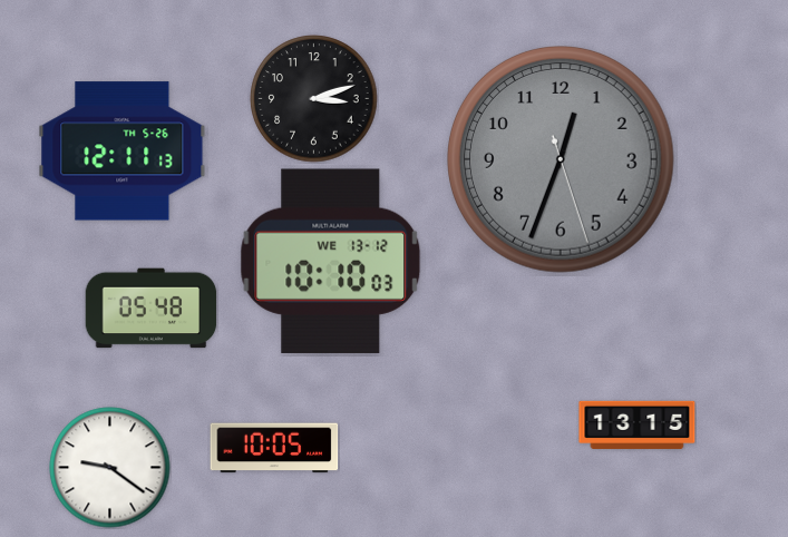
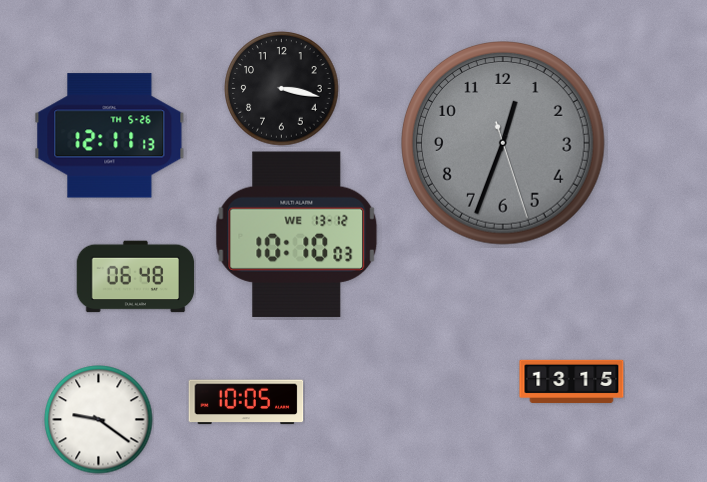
clock at (314, 99): 3:12 -> 3:17
clock at (152, 309): 05:48 -> 06:48
